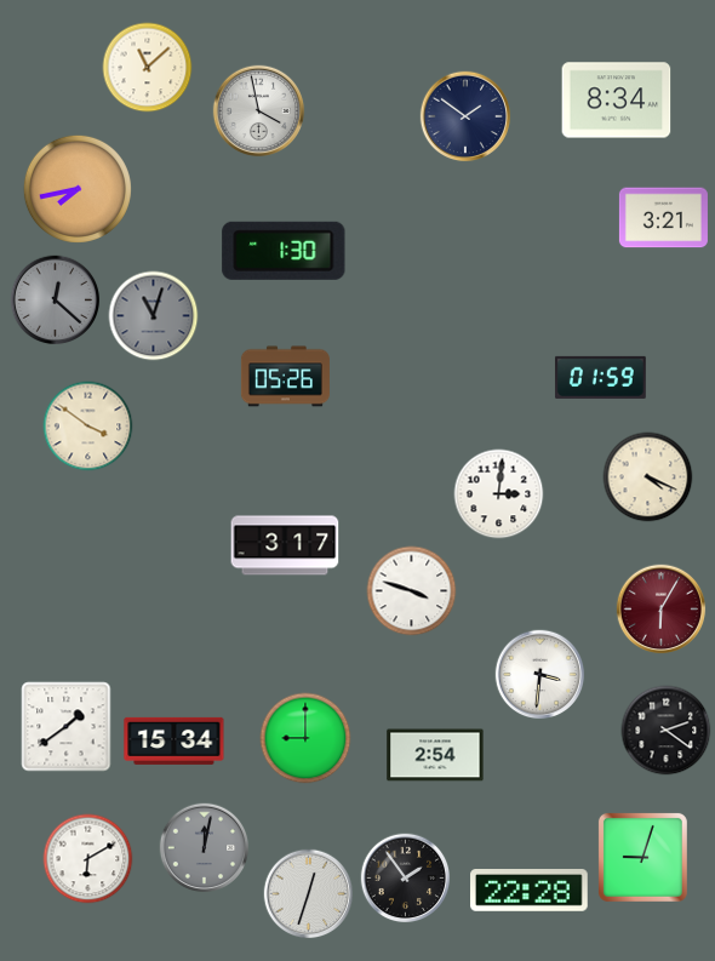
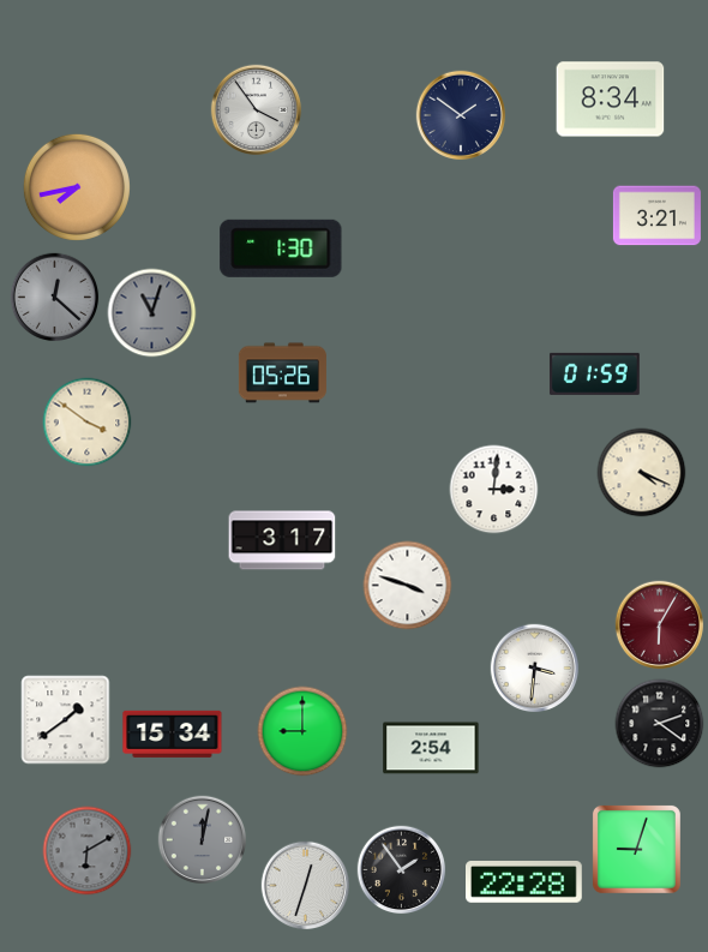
clock at (148, 68): 11:08 -> none
clock at (259, 111): 3:58 -> 3:54
clock at (662, 610) position: (662, 610) -> (660, 625)
clock at (88, 859) dial: white -> grey
